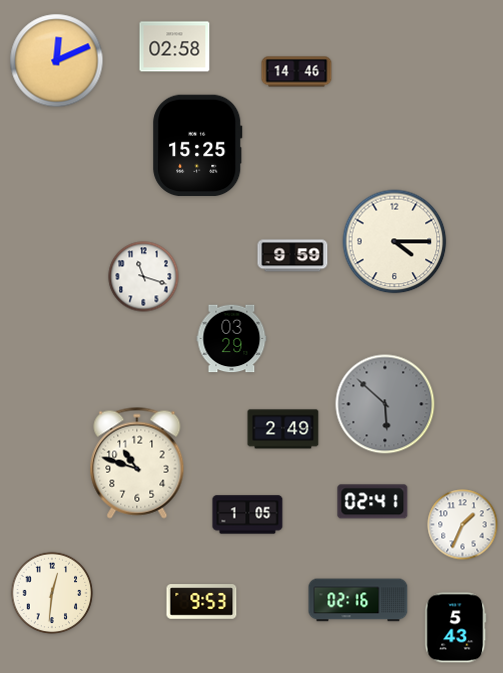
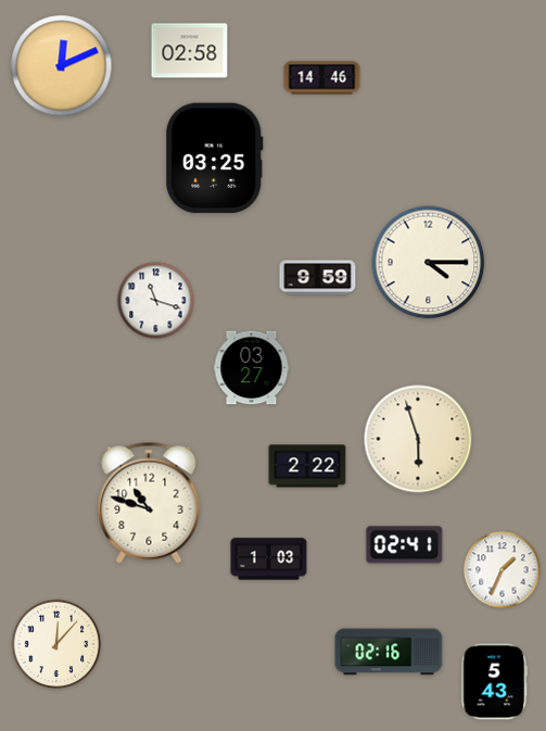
clock at (198, 146): 15:25 -> 03:25
clock at (232, 339): 03:29 -> 03:27
clock at (385, 404): 5:52 -> 5:57
clock at (385, 404) dial: grey -> cream
clock at (283, 429): 2:49 -> 2:22
clock at (248, 515): 1:05 -> 1:03
clock at (52, 593): 12:31 -> 12:07
clock at (202, 602): 9:53 -> none
